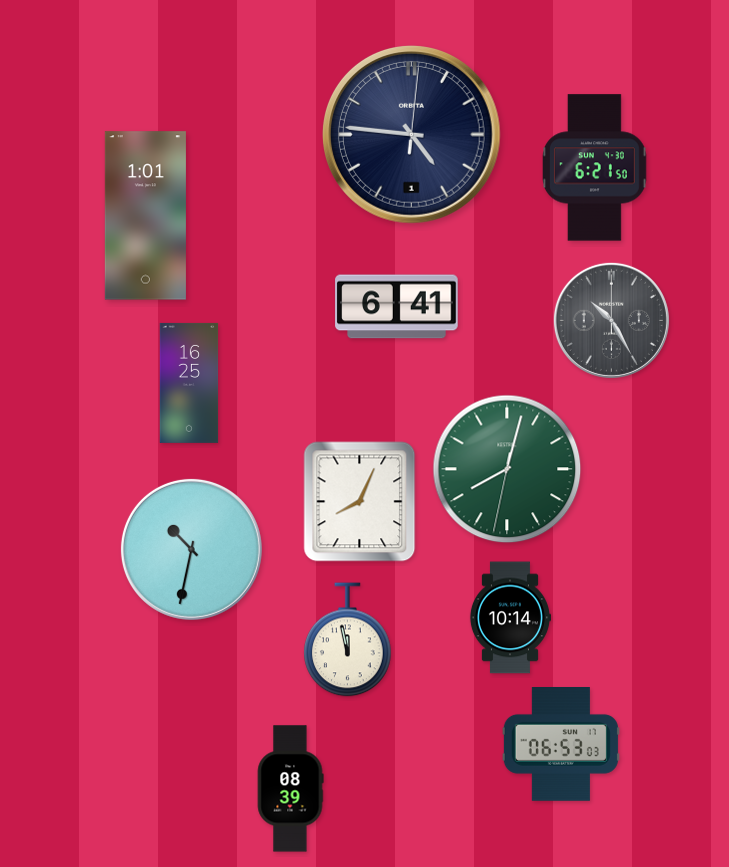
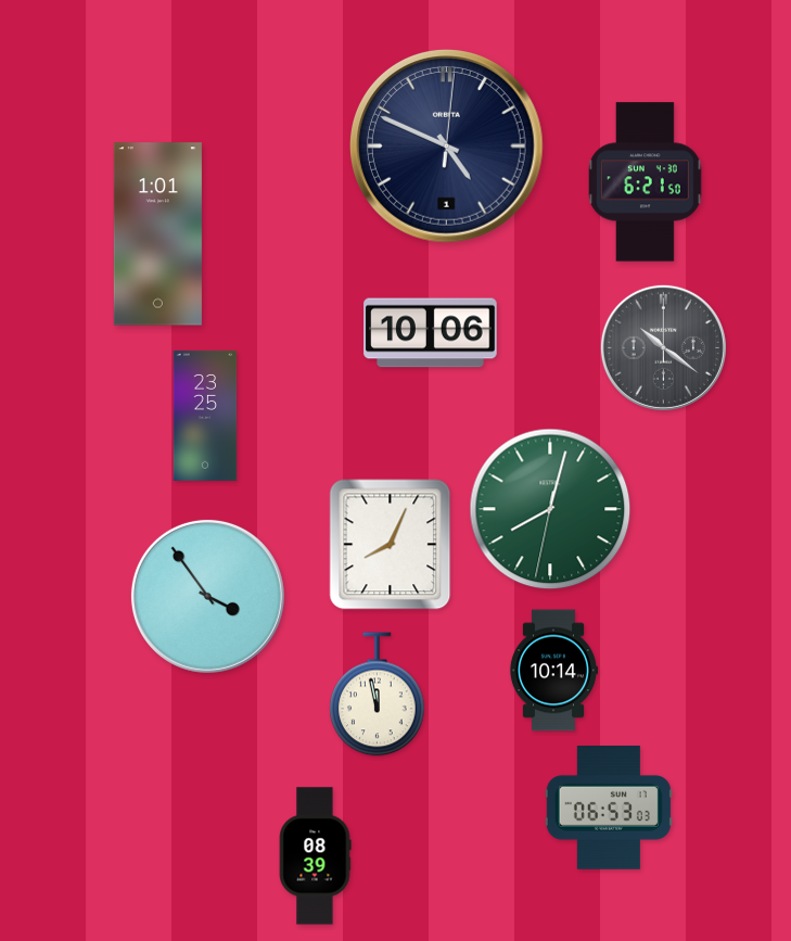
clock at (412, 135): 4:46 -> 4:49
clock at (397, 307): 6:41 -> 10:06
clock at (611, 320): 10:25 -> 10:21
clock at (189, 383): 16:25 -> 23:25
clock at (191, 549): 10:32 -> 3:54
